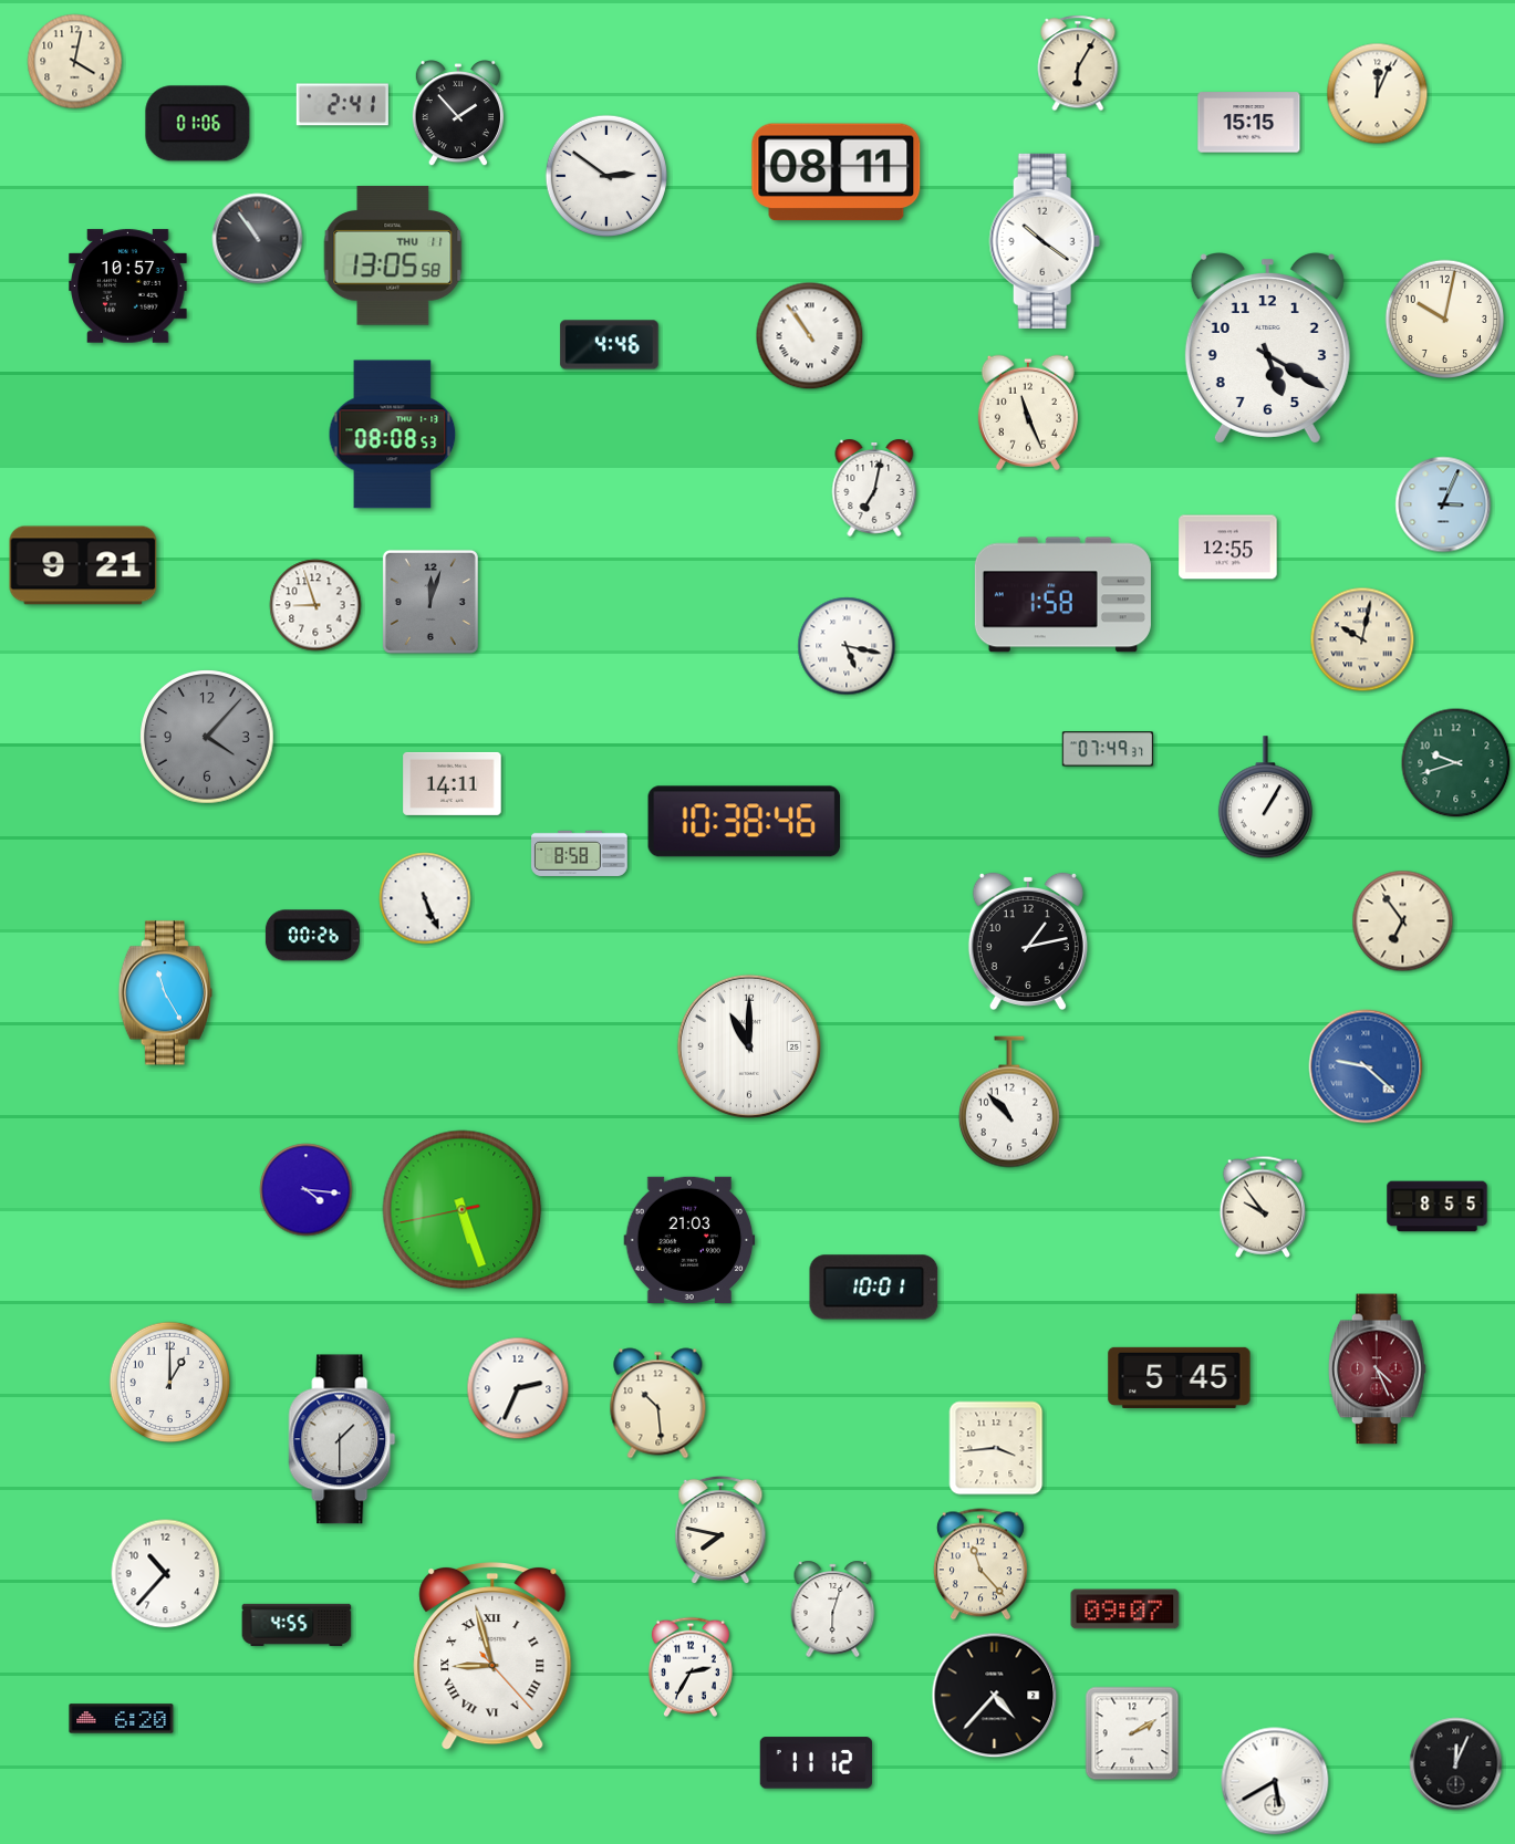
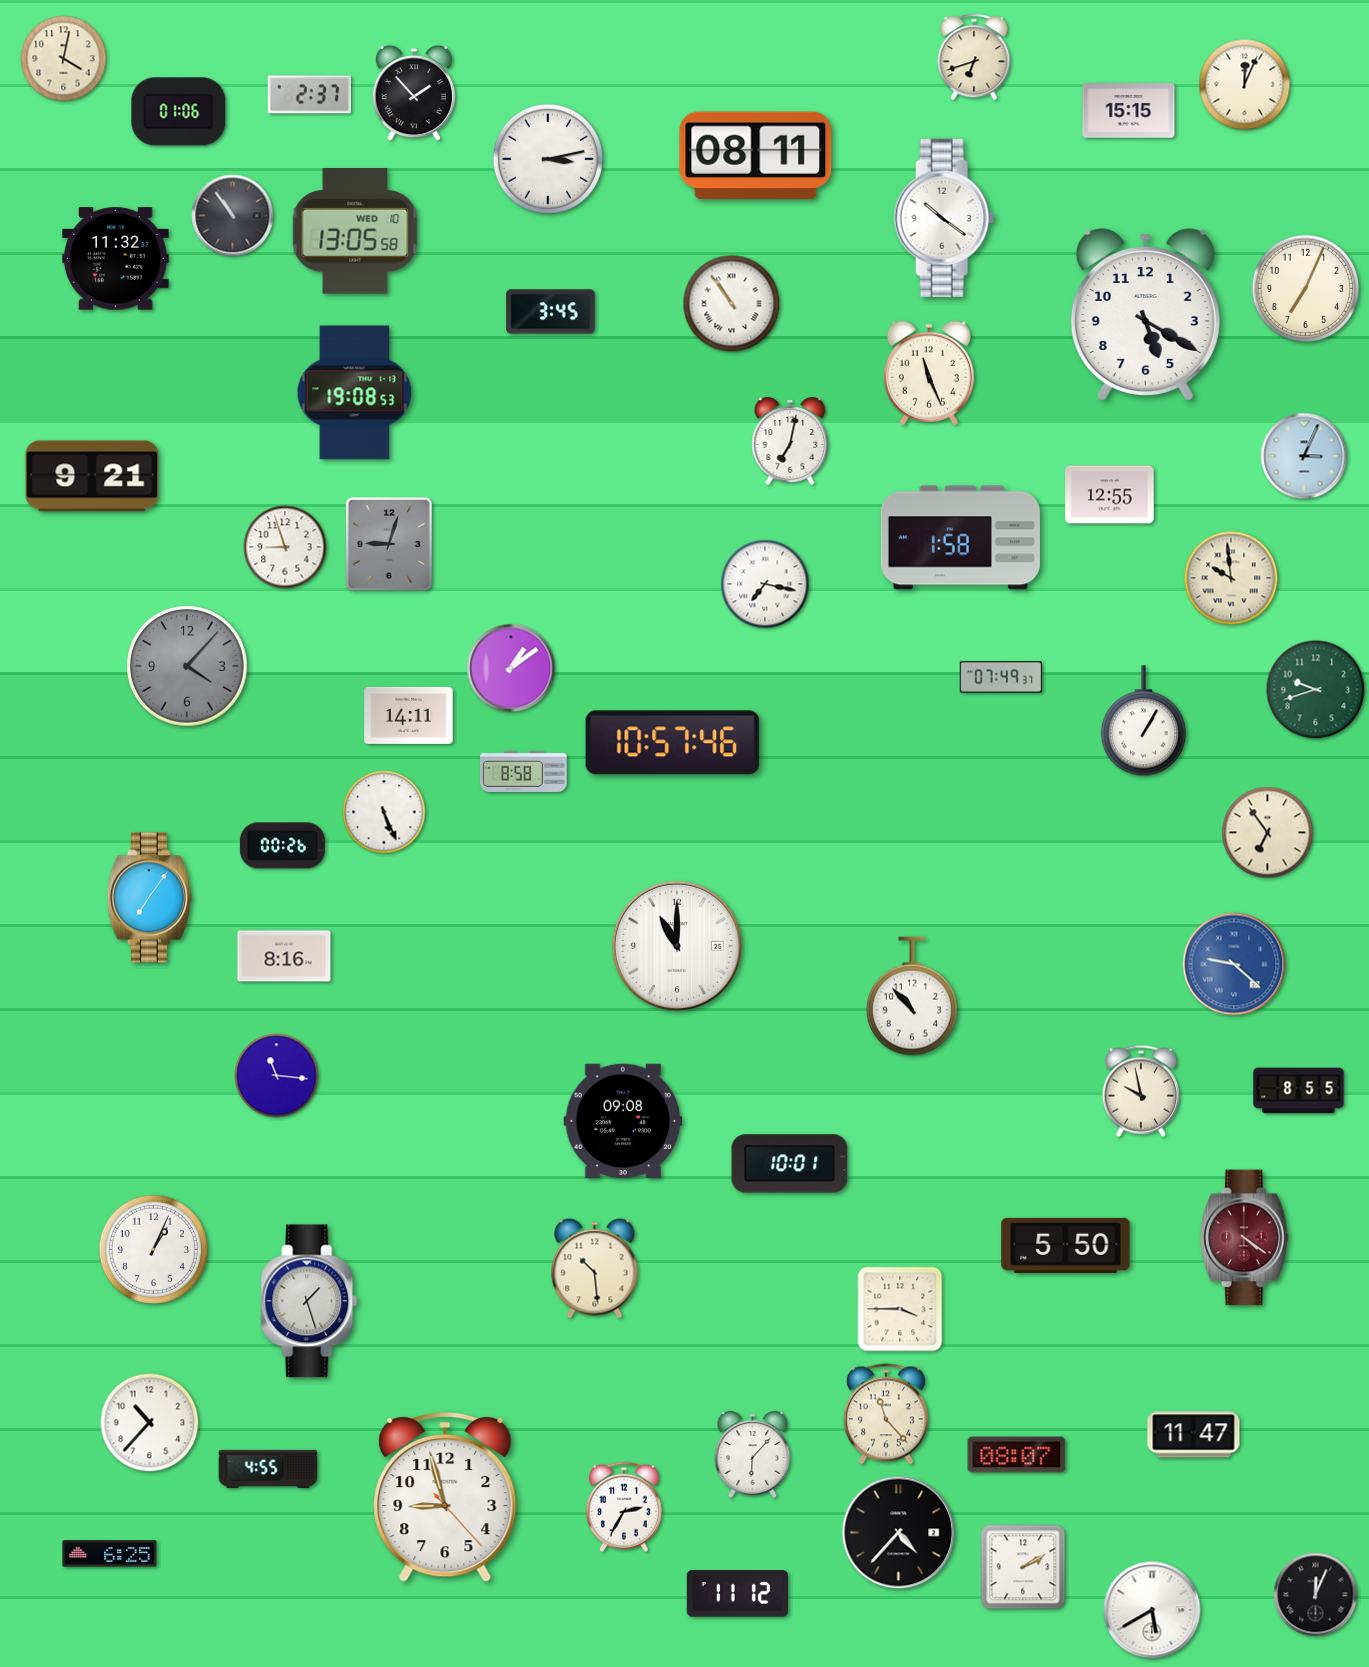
clock at (75, 62) position: (75, 62) -> (64, 59)
clock at (1078, 63): 6:05 -> 6:42
clock at (342, 105): 2:41 -> 2:37
clock at (458, 114) position: (458, 114) -> (414, 94)
clock at (606, 176): 2:51 -> 3:13
clock at (393, 256) date: THU 11 -> WED 10
clock at (128, 287): 10:57 -> 11:32
clock at (1445, 320): 10:02 -> 7:04
clock at (610, 345): 4:46 -> 3:45
clock at (393, 435): 08:08 -> 19:08
clock at (83, 565) position: (83, 565) -> (92, 476)
clock at (430, 602): 12:03 -> 9:03
clock at (1362, 639): 10:02 -> 9:59
clock at (847, 646): 5:17 -> 7:17
clock at (511, 668): none -> 1:09
clock at (453, 783) position: (453, 783) -> (409, 715)
clock at (745, 822): 10:38 -> 10:57
clock at (1028, 940): 1:13 -> none
clock at (165, 993): 11:25 -> 7:06
clock at (284, 956): none -> 8:16
clock at (307, 1190): 4:16 -> 11:16
clock at (1263, 1207): 9:54 -> 9:58
clock at (463, 1210): 5:26 -> none
clock at (689, 1240): 21:03 -> 09:08
clock at (1377, 1369): 4:26 -> 4:21
clock at (1180, 1377): 5:45 -> 5:50
clock at (169, 1382): 1:00 -> 1:04
clock at (518, 1388): 2:34 -> none
clock at (342, 1439): 1:30 -> 1:27
clock at (996, 1448): 3:44 -> 3:45
clock at (720, 1530): 7:47 -> none
clock at (1194, 1435): none -> 11:47
clock at (833, 1608): 6:03 -> 6:07
clock at (1125, 1609): 09:07 -> 08:07
clock at (492, 1657) numerals: Roman -> Arabic
clock at (122, 1719): 6:20 -> 6:25
